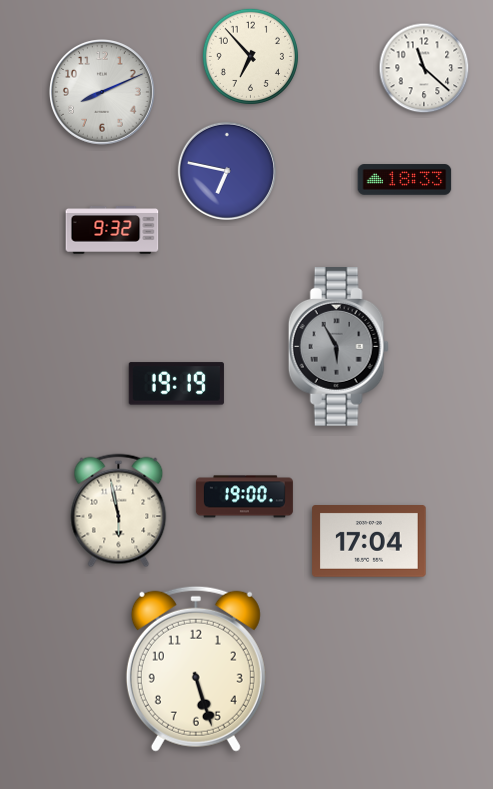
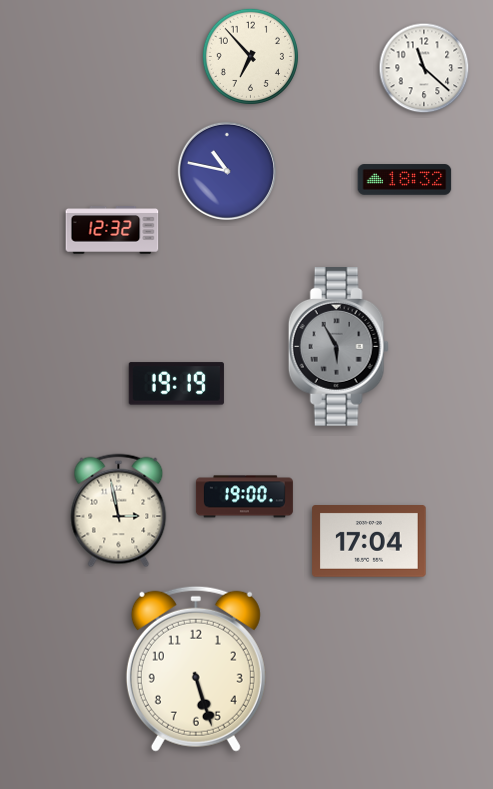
clock at (103, 93): 8:11 -> none
clock at (227, 171): 6:47 -> 10:47
clock at (405, 180): 18:33 -> 18:32
clock at (112, 230): 9:32 -> 12:32
clock at (119, 511): 5:58 -> 2:58
